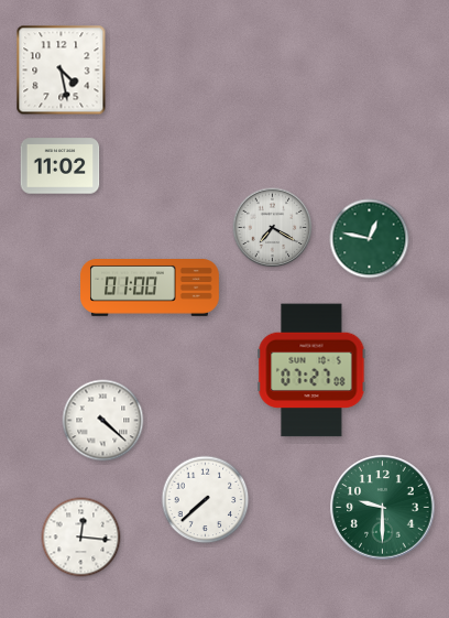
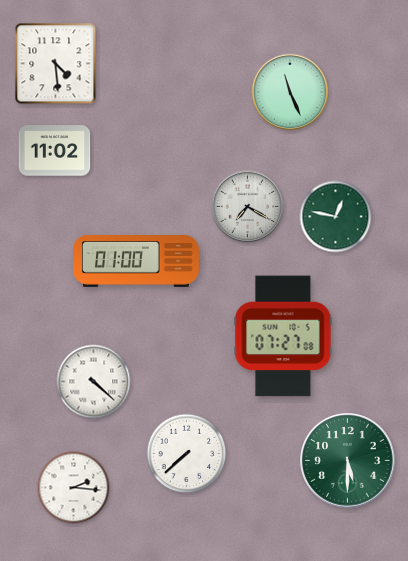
clock at (62, 71): 4:28 -> 4:29
clock at (290, 92): none -> 11:26
clock at (383, 508): 9:30 -> 5:30
clock at (81, 538): 12:16 -> 2:16
